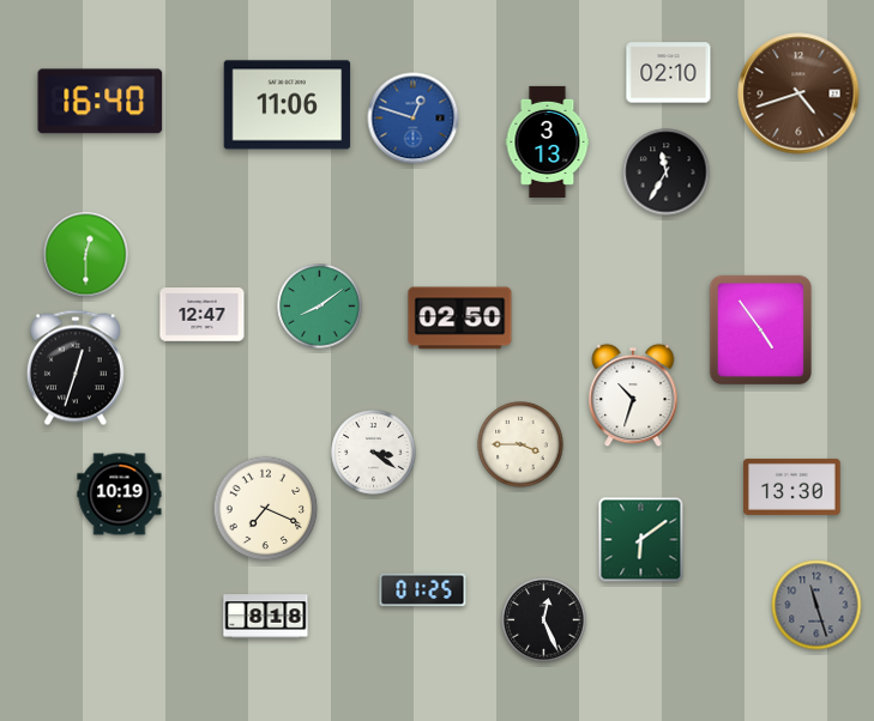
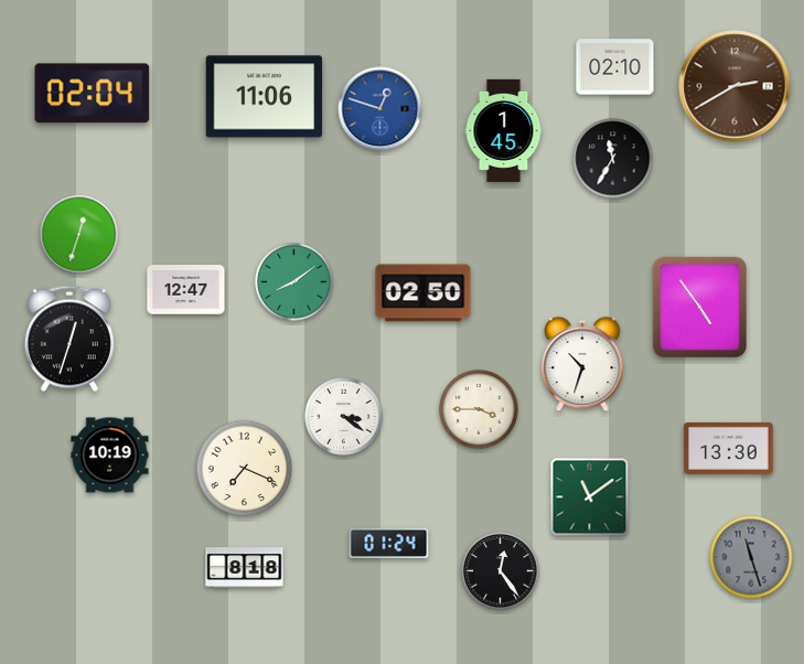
clock at (798, 93): 4:42 -> 2:40
clock at (101, 102): 16:40 -> 02:04
clock at (548, 141): 3:13 -> 1:45
clock at (86, 255): 12:30 -> 12:33
clock at (760, 329) position: (760, 329) -> (699, 307)
clock at (641, 540): 6:09 -> 11:09
clock at (423, 590): 01:25 -> 01:24
clock at (544, 620): 12:26 -> 12:24
